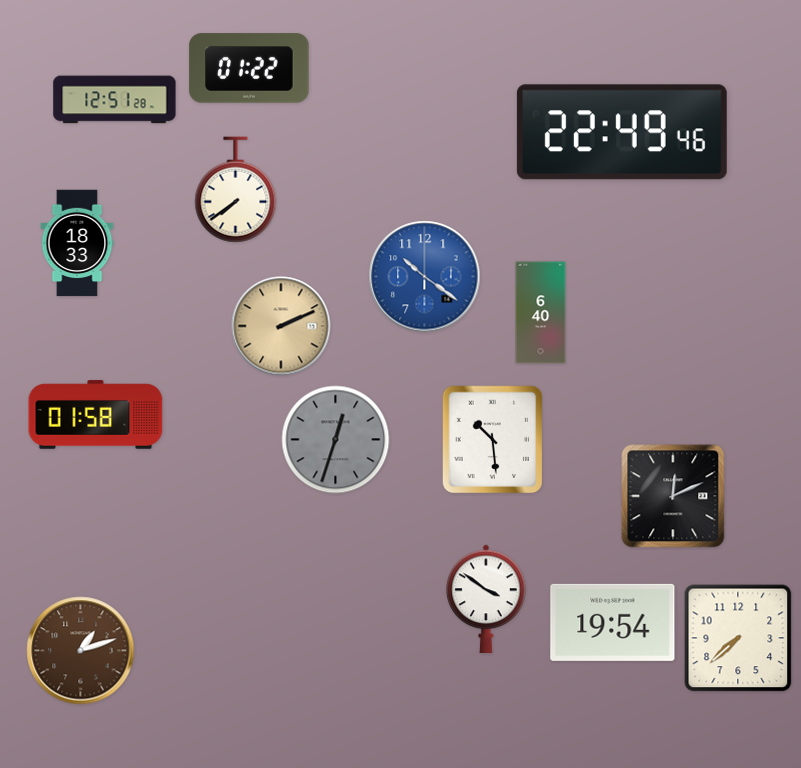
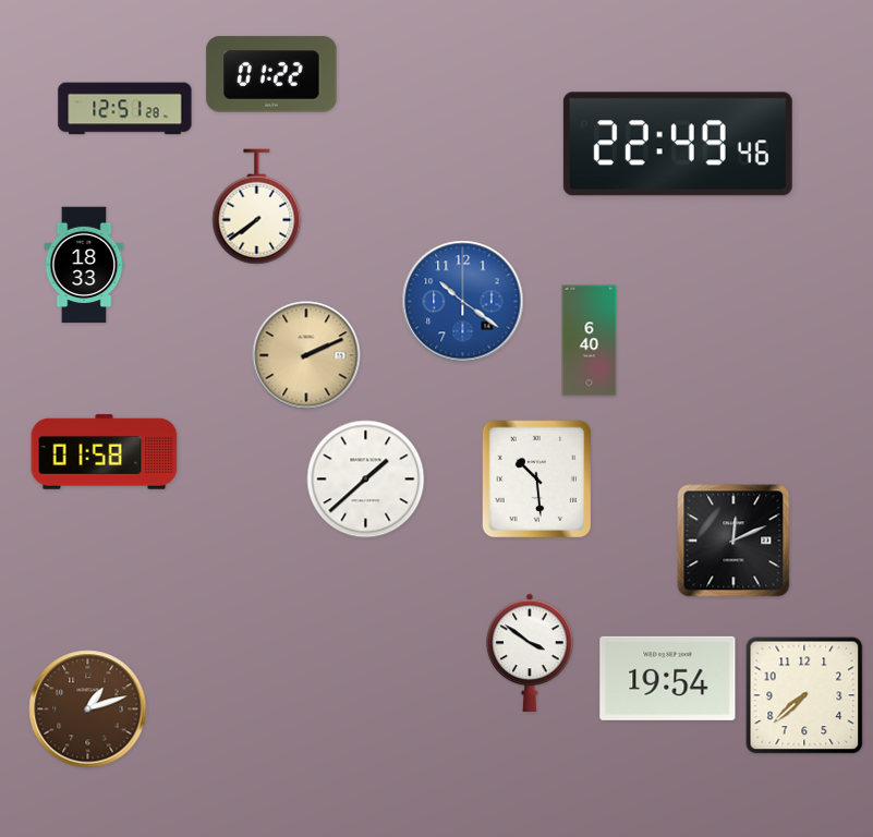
clock at (336, 440): 12:33 -> 1:38
clock at (336, 440) dial: grey -> white
